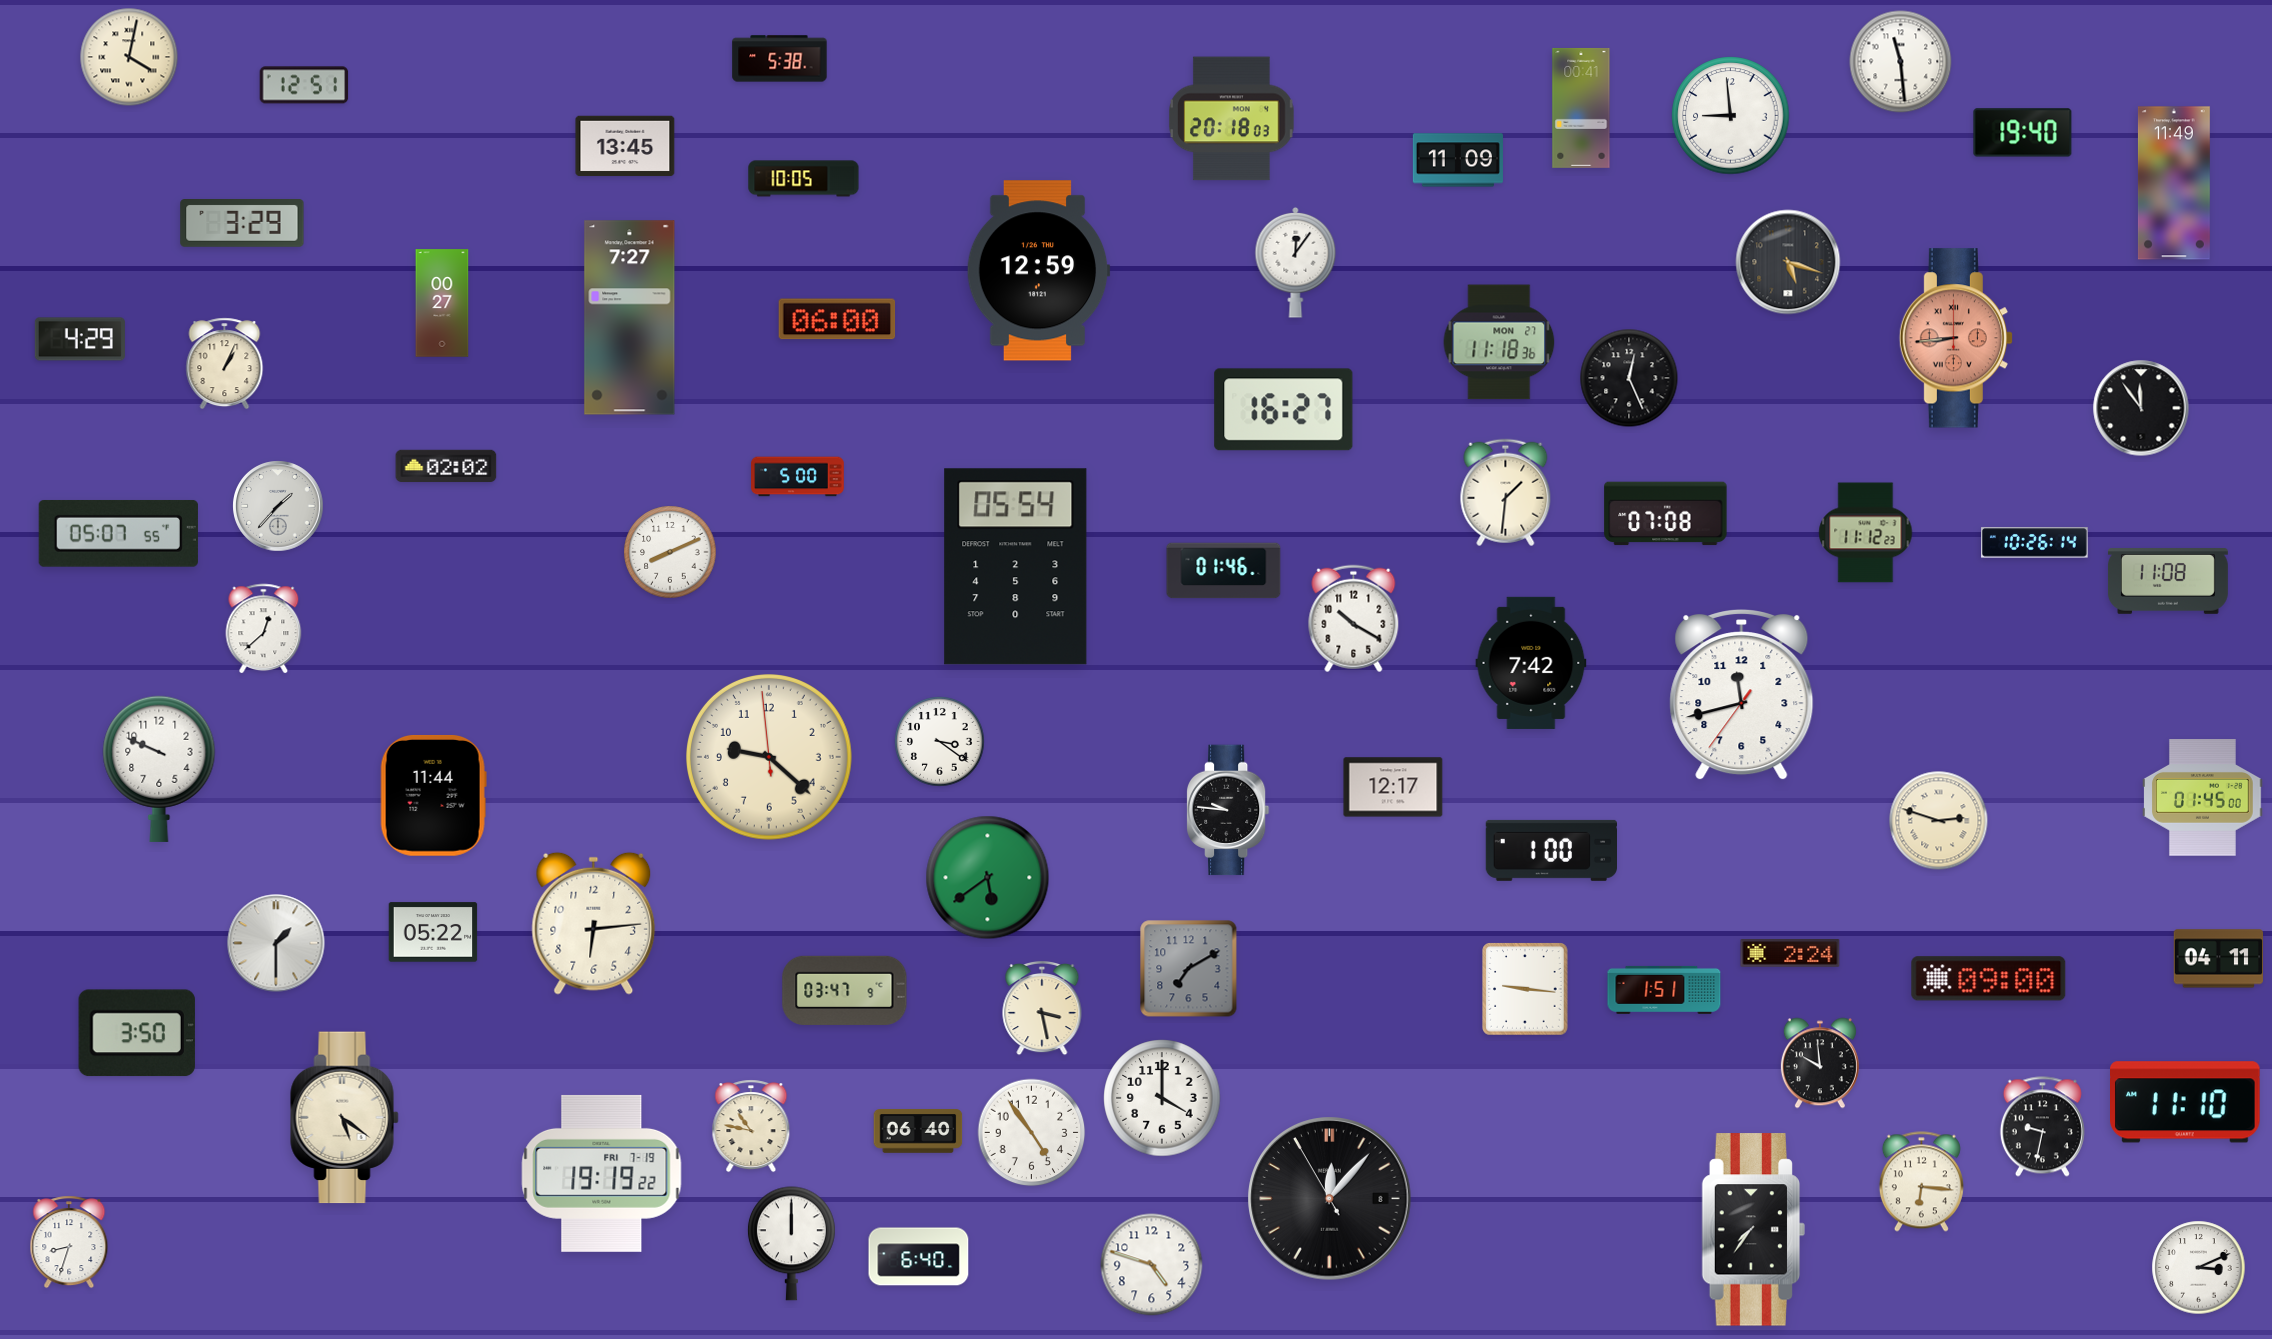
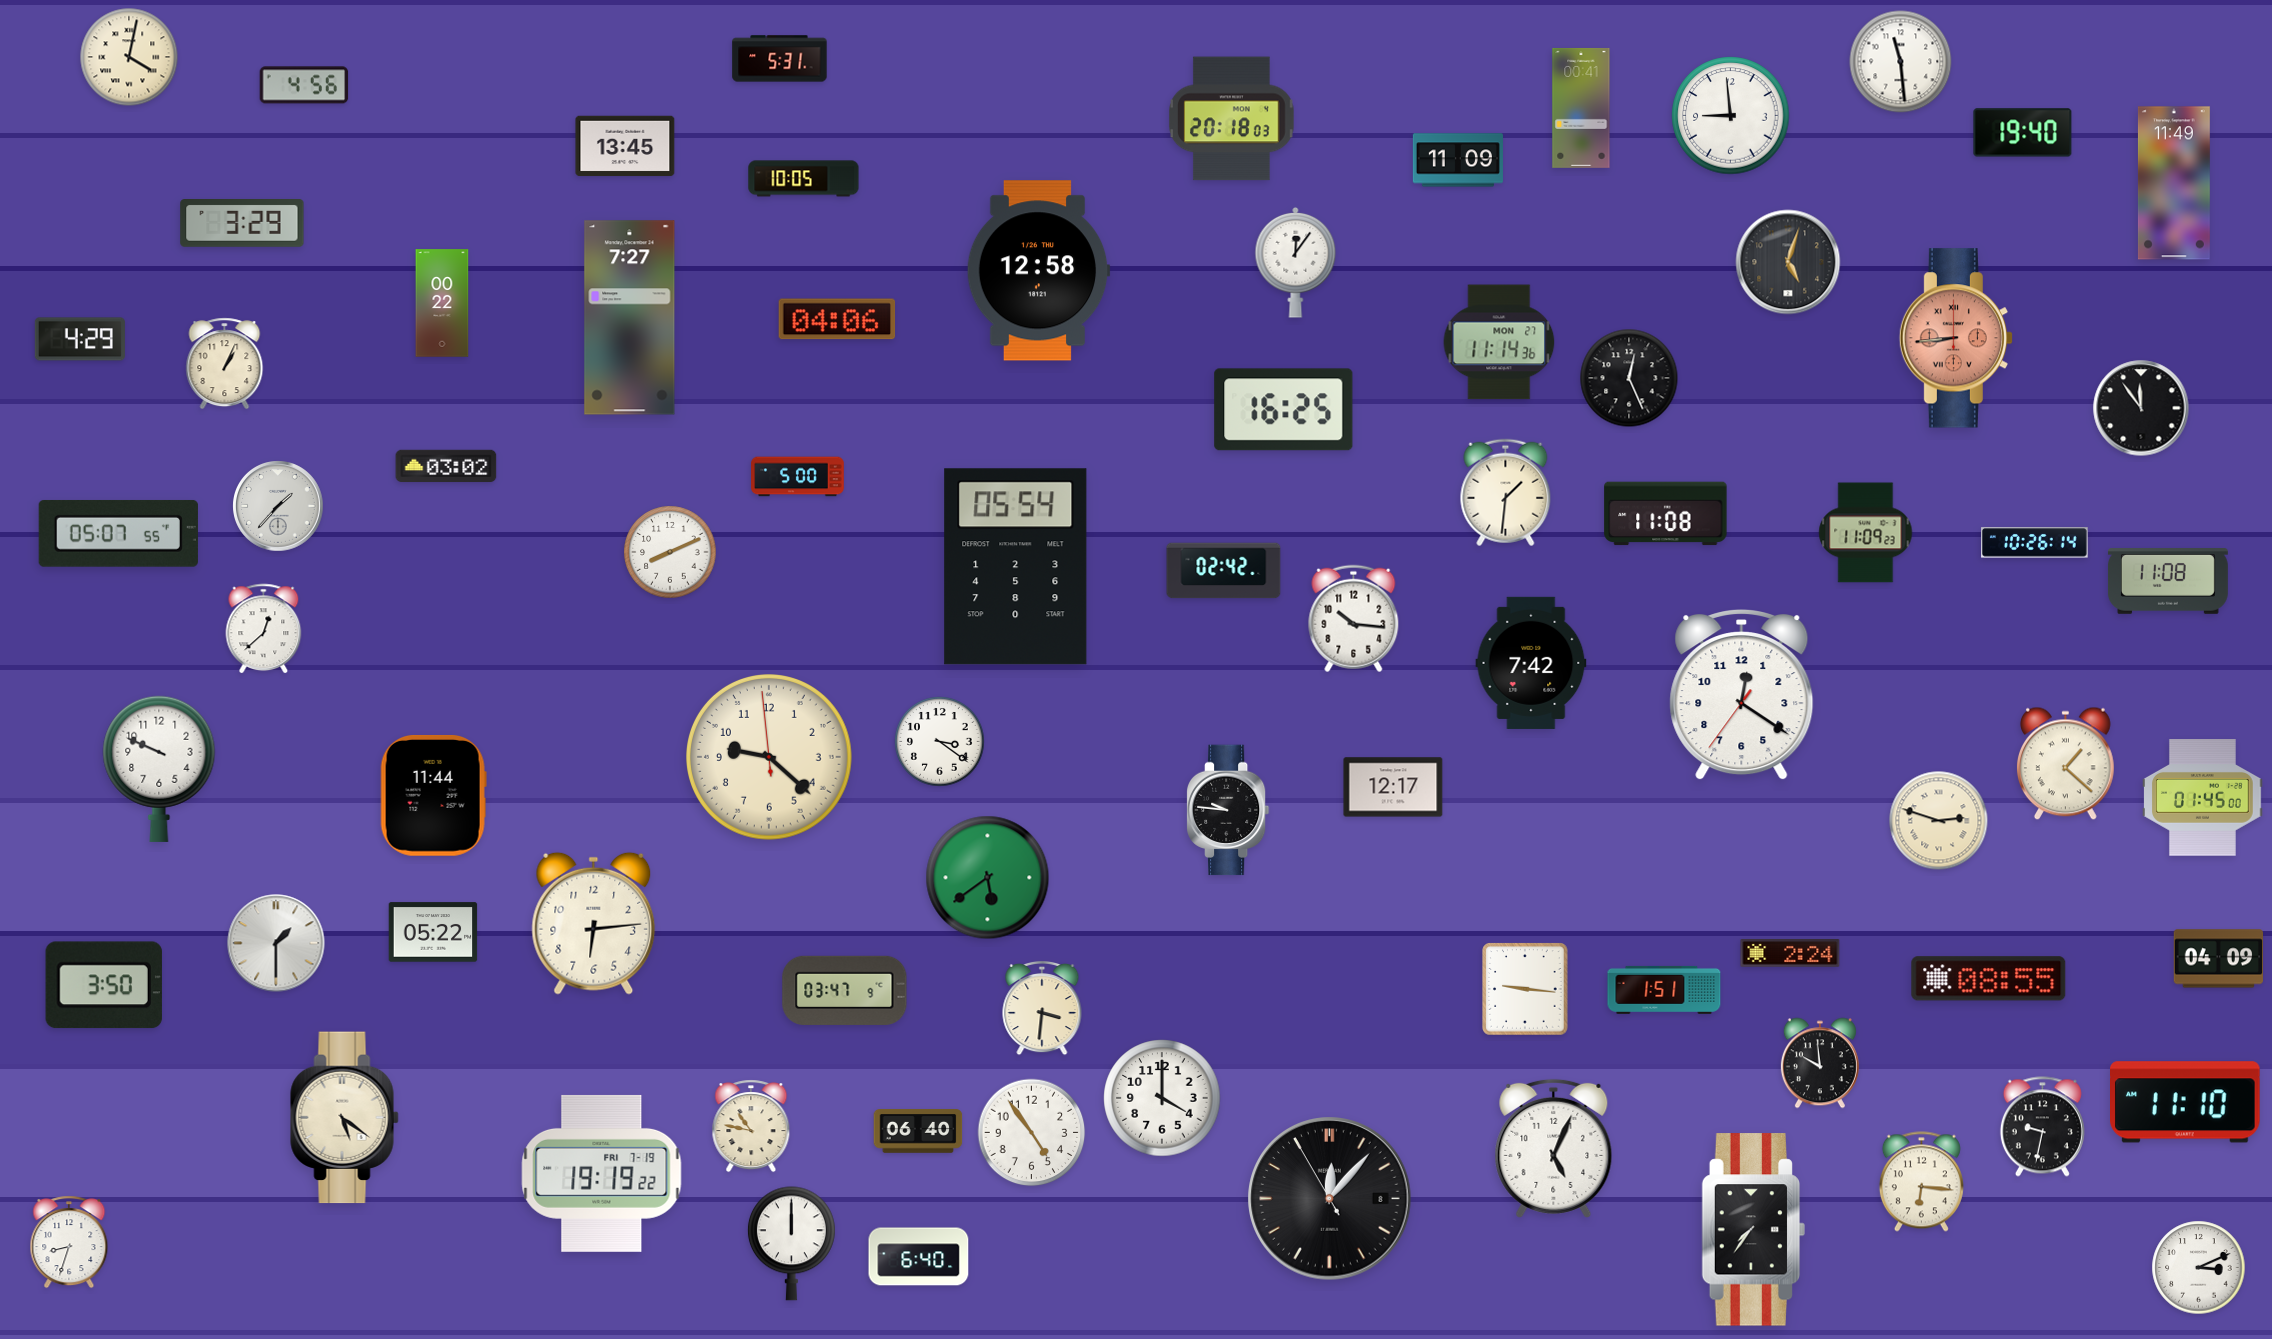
clock at (780, 59): 5:38 -> 5:31
clock at (304, 85): 12:51 -> 4:56
clock at (1788, 262): 5:18 -> 5:03
clock at (1038, 271): 12:59 -> 12:58
clock at (442, 303): 00:27 -> 00:22
clock at (837, 319): 06:00 -> 04:06
clock at (1499, 342): 11:18 -> 11:14
clock at (1284, 410): 16:27 -> 16:25
clock at (446, 466): 02:02 -> 03:02
clock at (1666, 514): 07:08 -> 11:08
clock at (1866, 533): 11:12 -> 11:09
clock at (1224, 571): 01:46 -> 02:42
clock at (1354, 619): 10:20 -> 10:16
clock at (1742, 696): 11:42 -> 12:20
clock at (2065, 764): none -> 1:22
clock at (1551, 850): 1:00 -> none
clock at (2218, 959): 04:11 -> 04:09
clock at (1189, 969): 7:10 -> none
clock at (1989, 979): 09:00 -> 08:55
clock at (1042, 1008): 3:28 -> 3:31
clock at (137, 1033) position: (137, 1033) -> (104, 985)
clock at (1554, 1148): none -> 5:04
clock at (1152, 1265): 4:48 -> none
